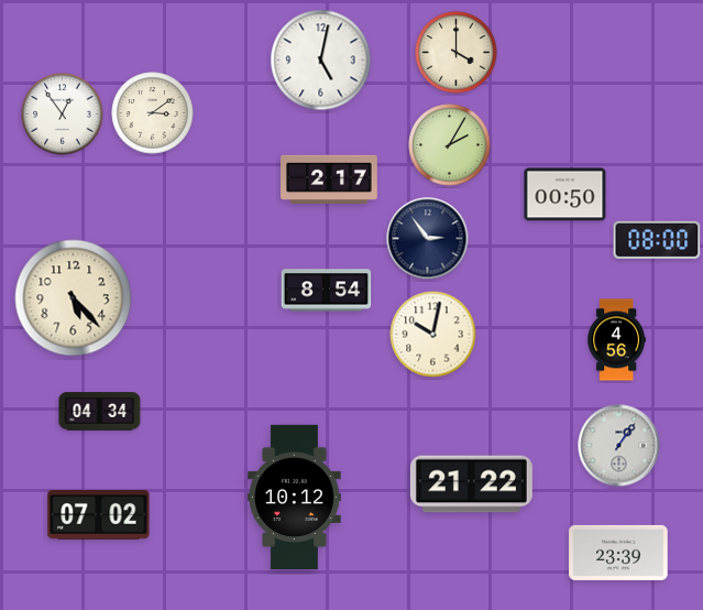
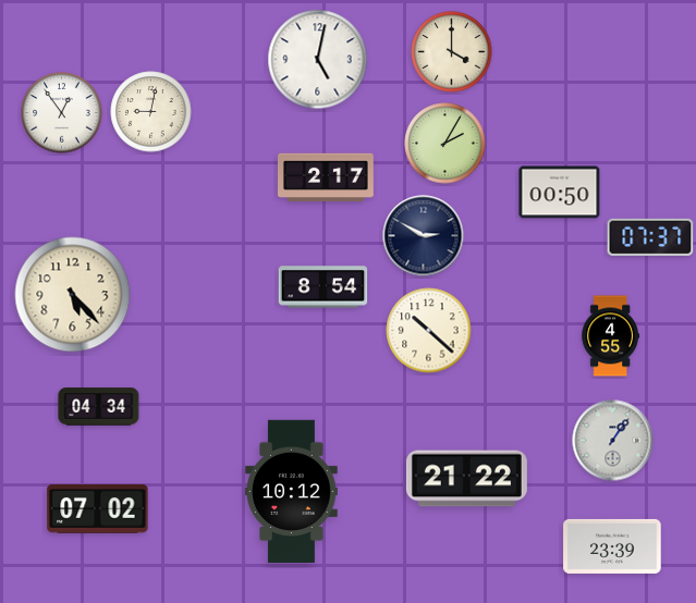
clock at (153, 113): 3:09 -> 9:02
clock at (428, 239): 2:54 -> 2:50
clock at (657, 240): 08:00 -> 07:37
clock at (433, 335): 10:02 -> 10:22
clock at (616, 340): 4:56 -> 4:55
